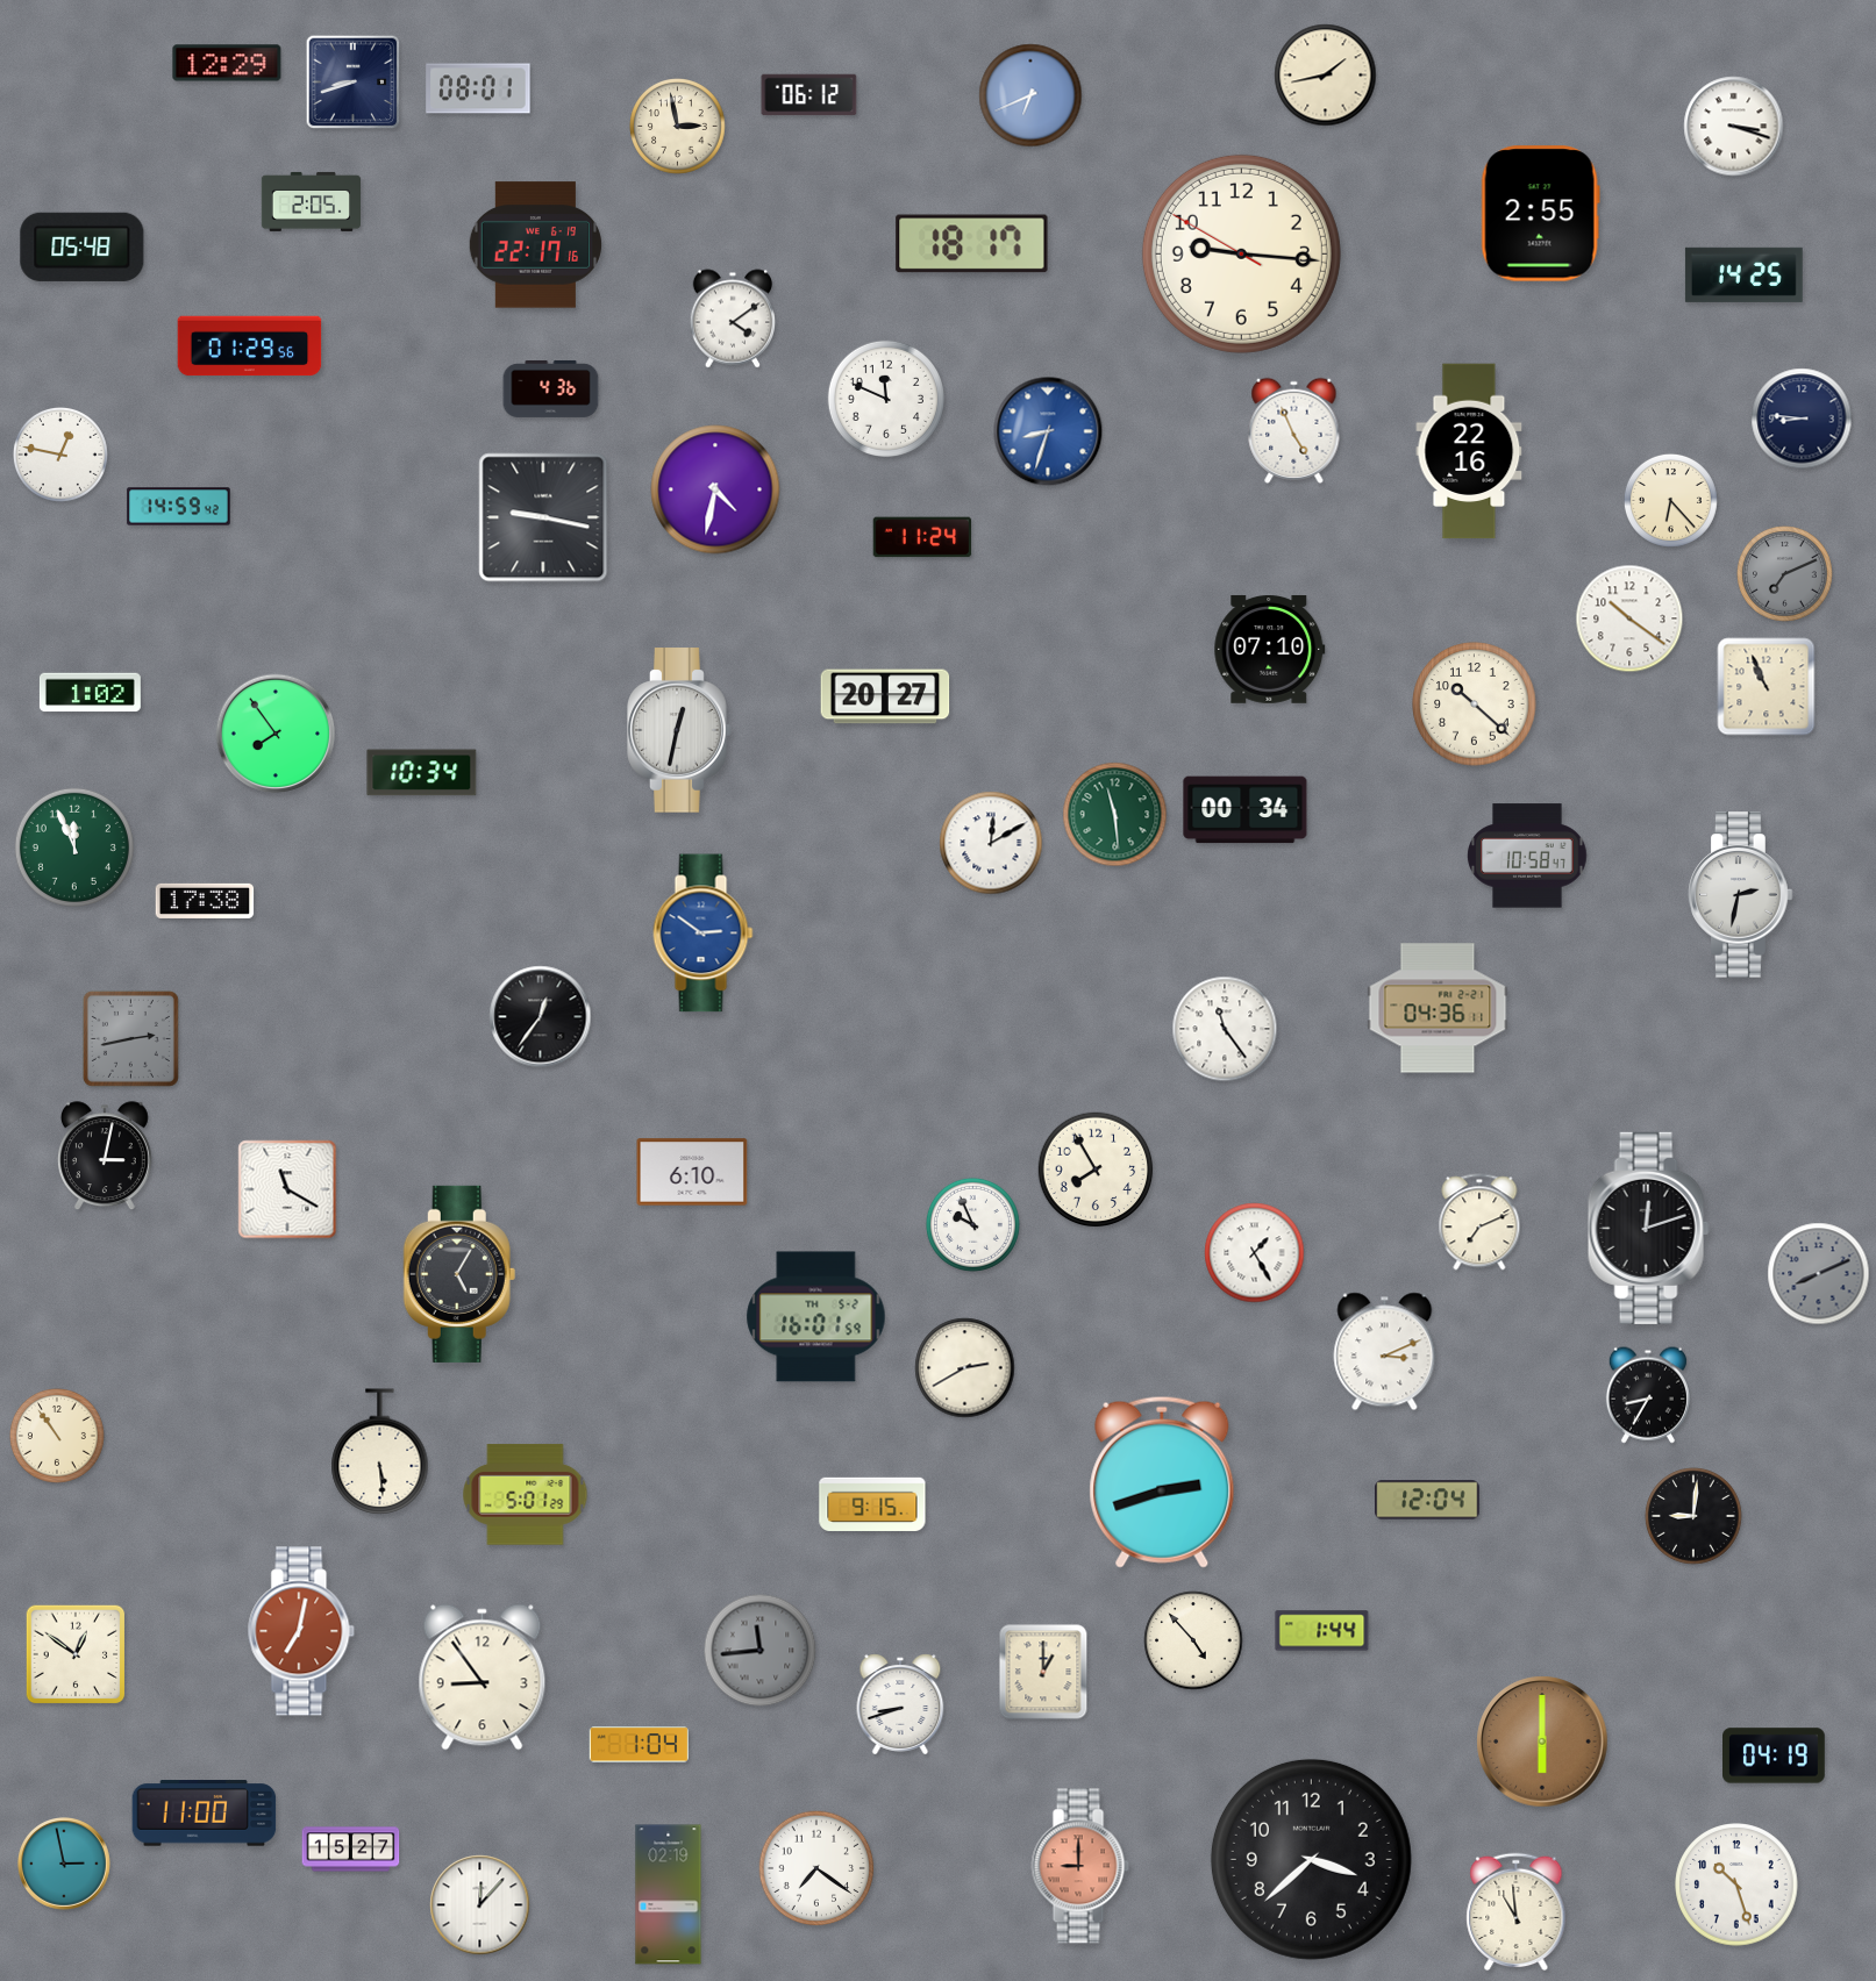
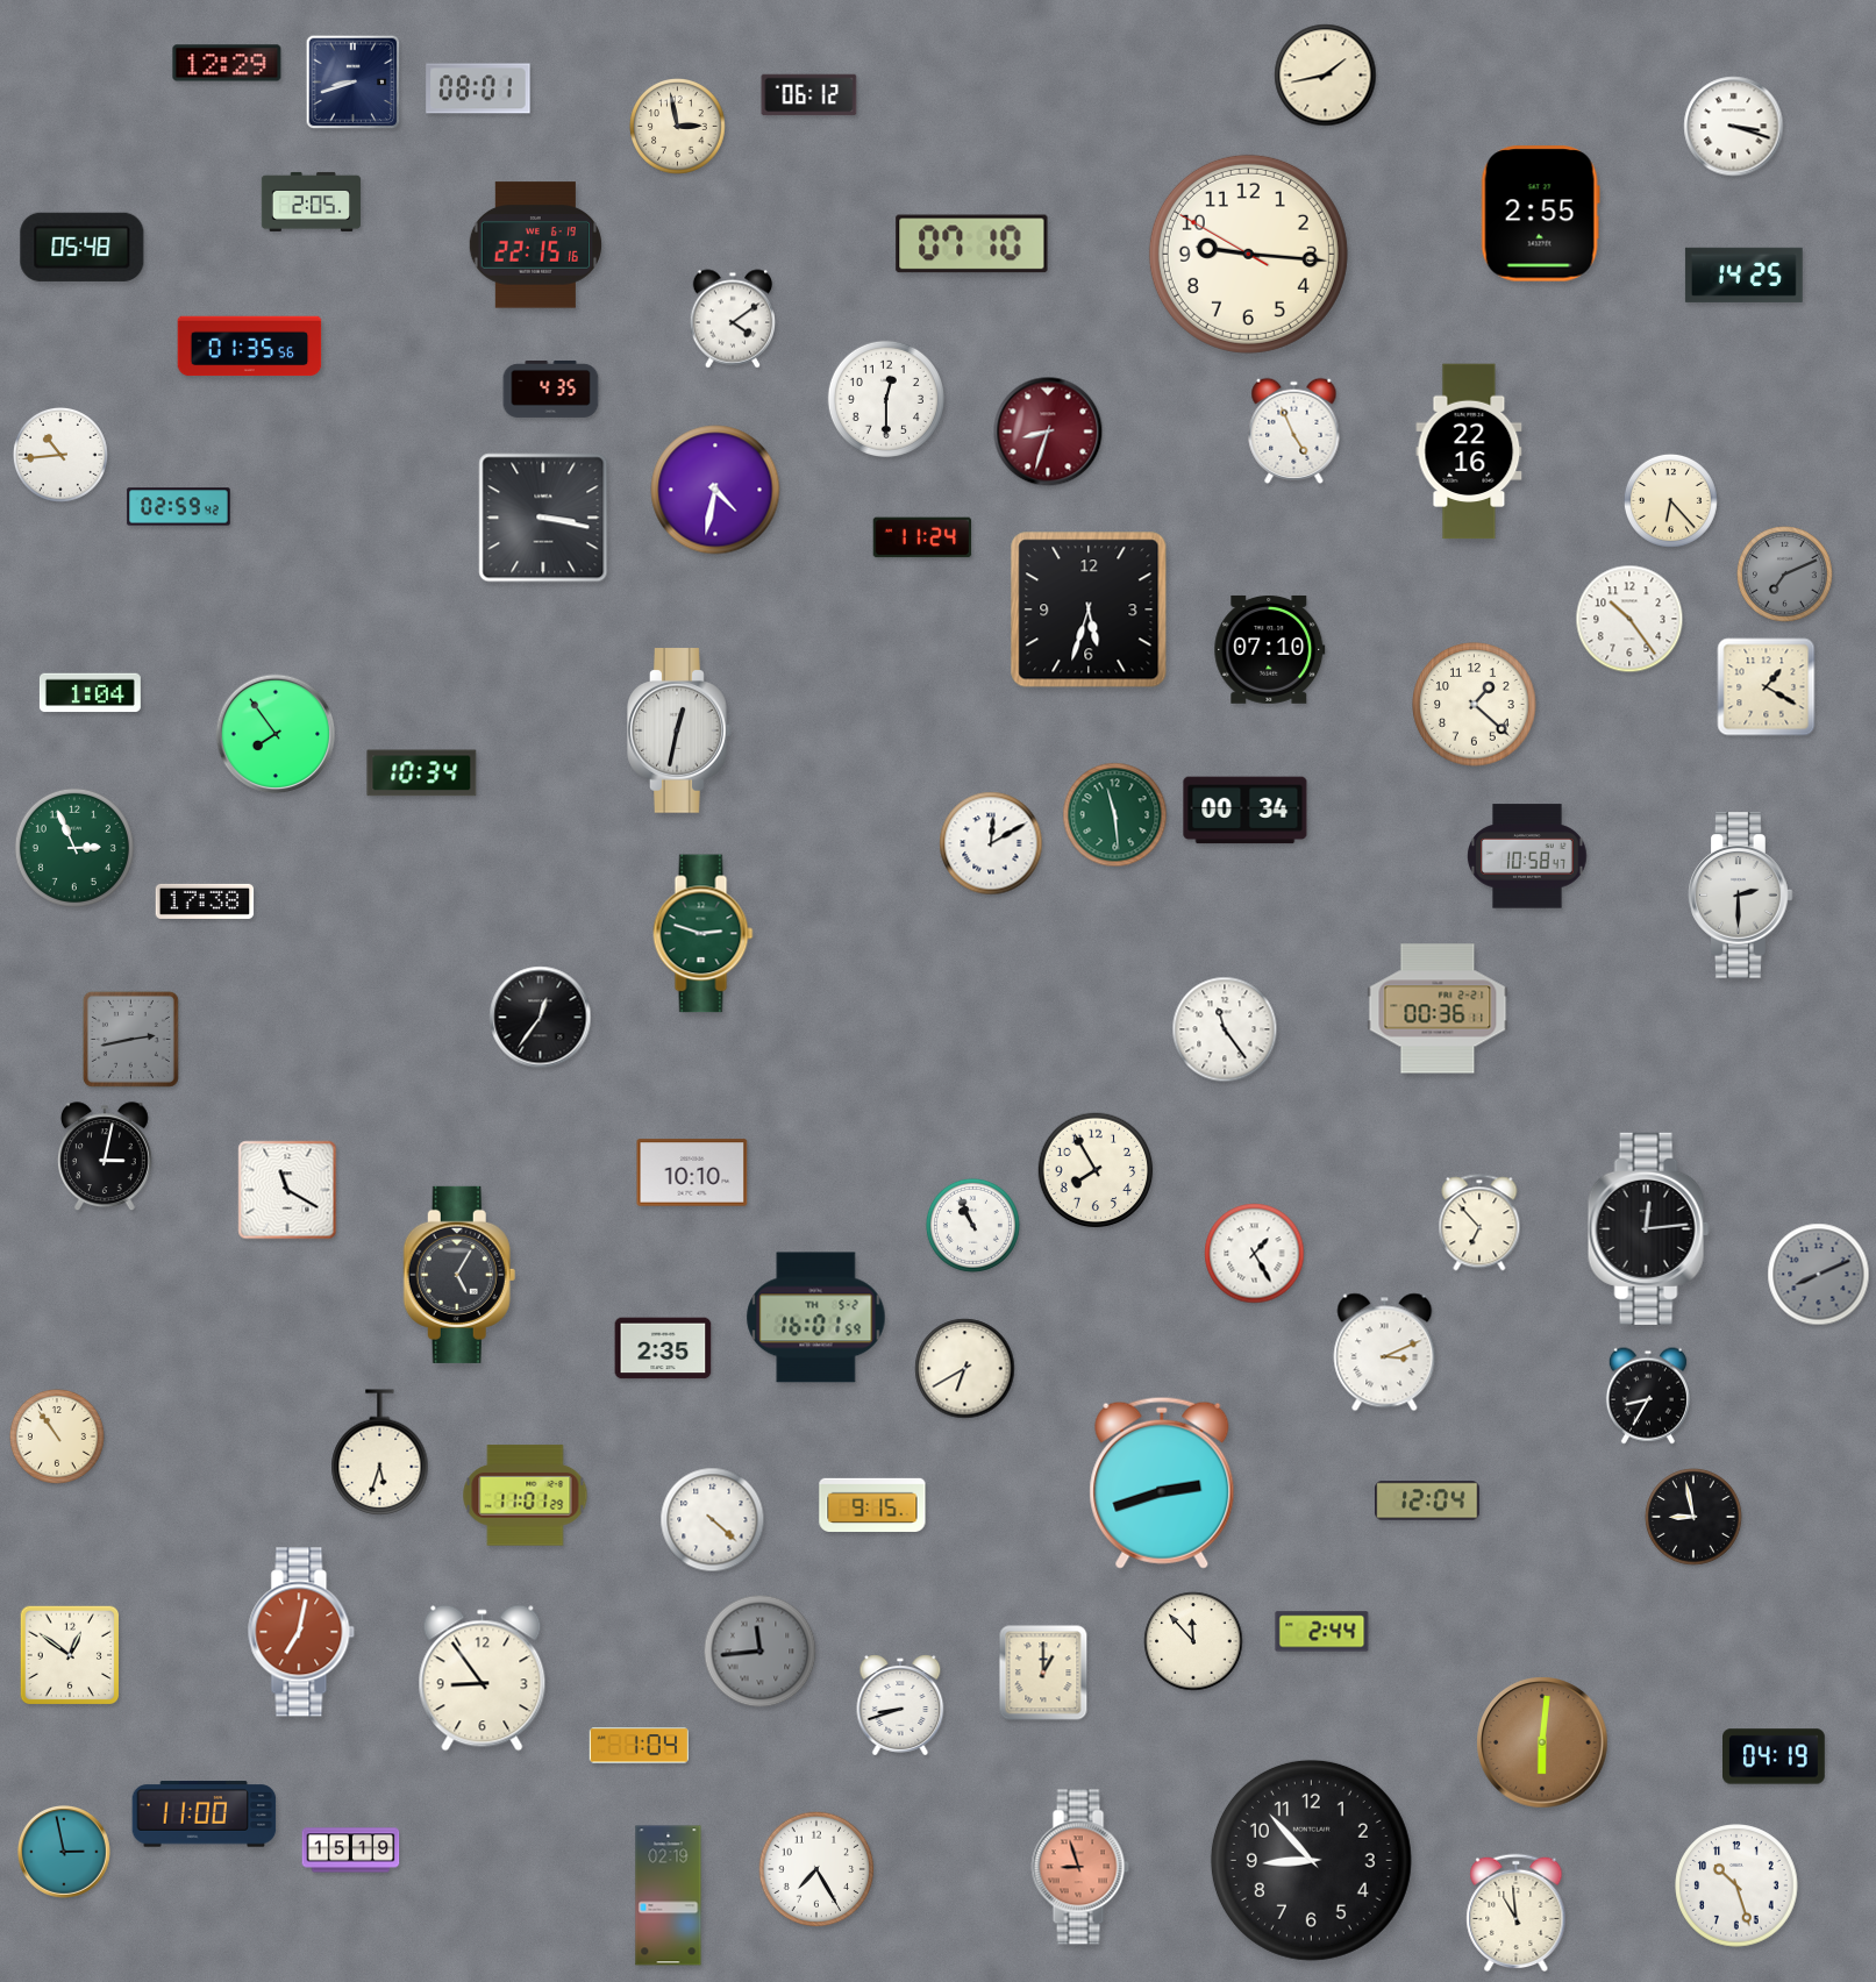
clock at (1030, 95): 6:41 -> none
clock at (972, 244): 18:17 -> 07:10
clock at (535, 245): 22:17 -> 22:15
clock at (1241, 253) position: (1241, 253) -> (1248, 254)
clock at (250, 346): 01:29 -> 01:35
clock at (551, 388): 4:36 -> 4:35
clock at (886, 399): 11:49 -> 12:30
clock at (1802, 419): 8:46 -> none
clock at (1048, 431) dial: blue -> burgundy
clock at (60, 455): 12:47 -> 10:44
clock at (179, 507): 14:59 -> 02:59
clock at (543, 517): 9:17 -> 3:17
clock at (1089, 609): none -> 5:33
clock at (1629, 618): 10:21 -> 10:24
clock at (1767, 687): 10:56 -> 1:20
clock at (90, 693): 1:02 -> 1:04
clock at (885, 696): 20:27 -> none
clock at (1475, 705): 10:22 -> 1:22
clock at (74, 848): 11:56 -> 2:56
clock at (1741, 895): 2:32 -> 2:30
clock at (704, 934): 2:51 -> 2:48
clock at (704, 934) dial: blue -> green
clock at (1438, 1008): 04:36 -> 00:36
clock at (692, 1172): 6:10 -> 10:10
clock at (1479, 1222): 7:11 -> 6:53
clock at (972, 1224): 9:56 -> 10:56
clock at (1648, 1228): 12:12 -> 12:14
clock at (663, 1348): none -> 2:35
clock at (965, 1368): 2:40 -> 6:40
clock at (380, 1452): 5:29 -> 5:33
clock at (526, 1495): 5:01 -> 11:01
clock at (1693, 1516): 9:01 -> 8:58
clock at (713, 1520): none -> 4:22
clock at (1322, 1631): 1:44 -> 2:44
clock at (1193, 1640): 4:53 -> 11:53
clock at (76, 1654) position: (76, 1654) -> (70, 1655)
clock at (1542, 1742): 6:00 -> 6:01
clock at (351, 1850): 15:27 -> 15:19
clock at (1311, 1859): 3:38 -> 8:53
clock at (65, 1865) position: (65, 1865) -> (65, 1853)
clock at (1080, 1866): 9:00 -> 8:57
clock at (816, 1868): 7:21 -> 7:25
clock at (480, 1905): 12:07 -> none
